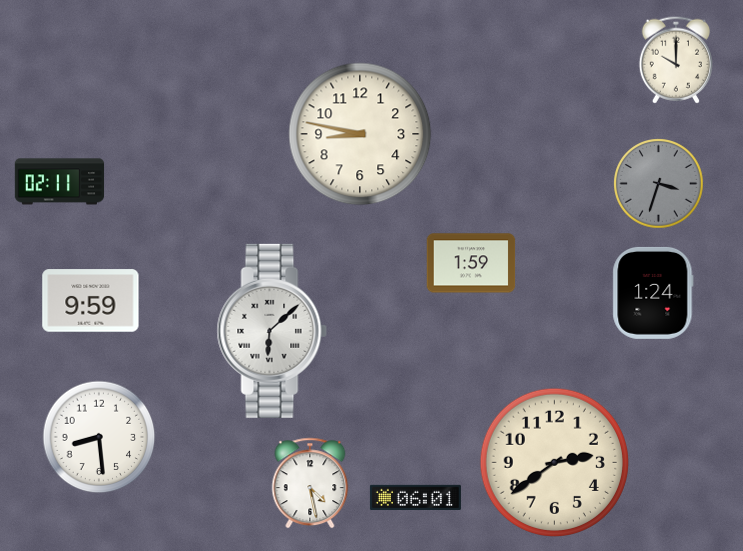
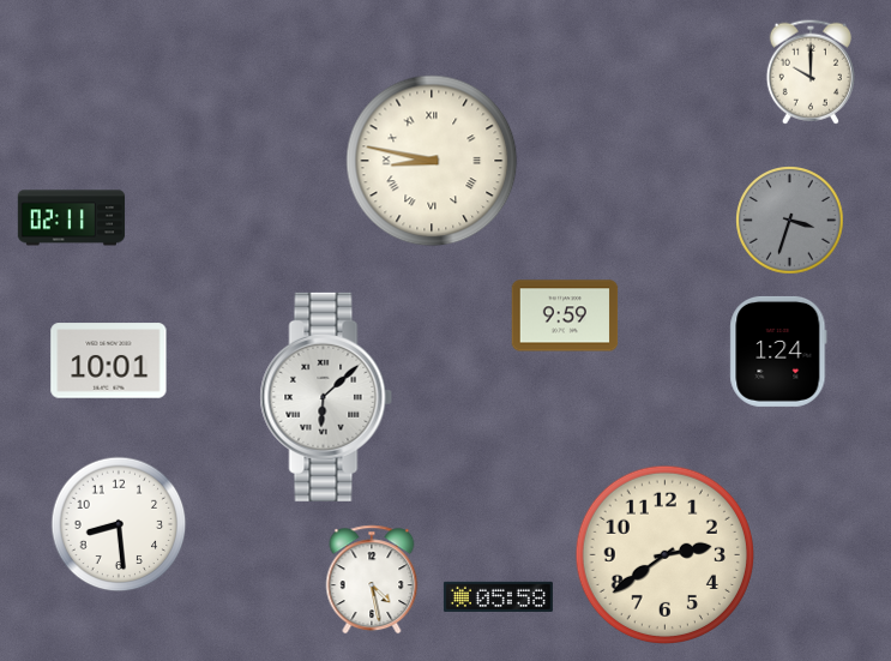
clock at (360, 134) numerals: Arabic -> Roman
clock at (471, 263): 1:59 -> 9:59
clock at (653, 293) position: (653, 293) -> (778, 351)
clock at (91, 301): 9:59 -> 10:01
clock at (415, 497): 06:01 -> 05:58
